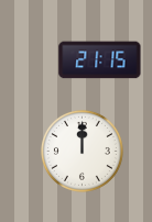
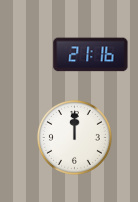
clock at (100, 60): 21:15 -> 21:16
